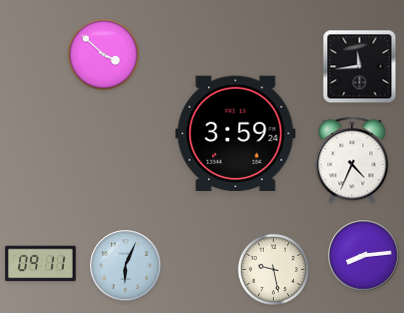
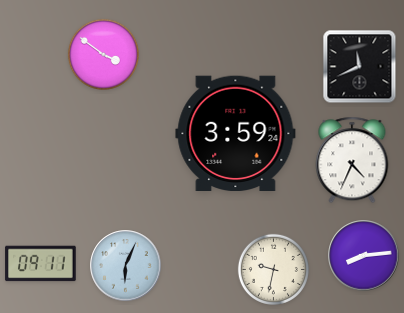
clock at (103, 54): 3:52 -> 3:51
clock at (360, 67): 11:44 -> 11:41
clock at (273, 269): 9:28 -> 9:32
